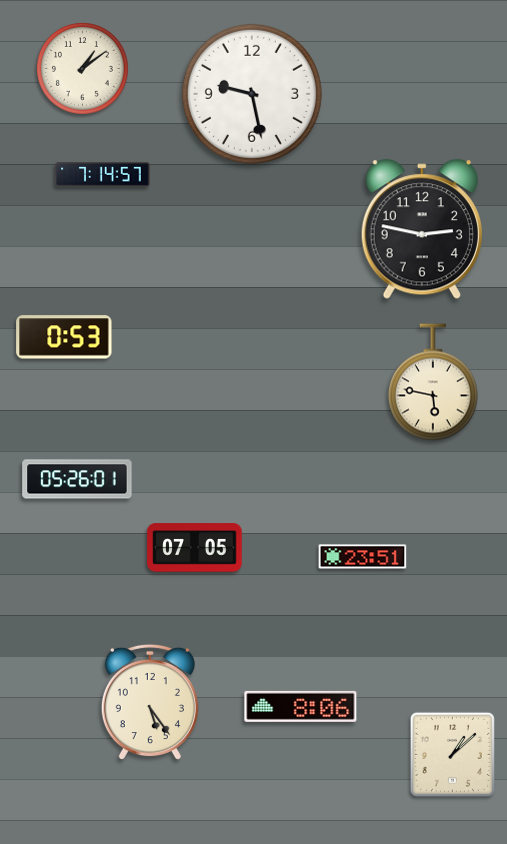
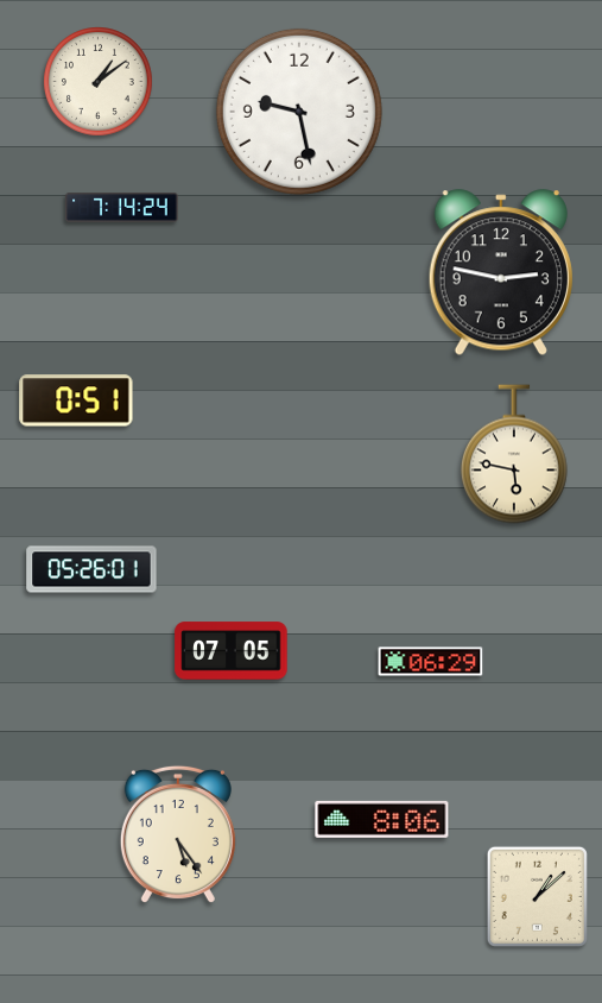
clock at (103, 175): 7:14:57 -> 7:14:24
clock at (64, 337): 0:53 -> 0:51
clock at (363, 557): 23:51 -> 06:29
clock at (301, 706) position: (301, 706) -> (382, 819)
